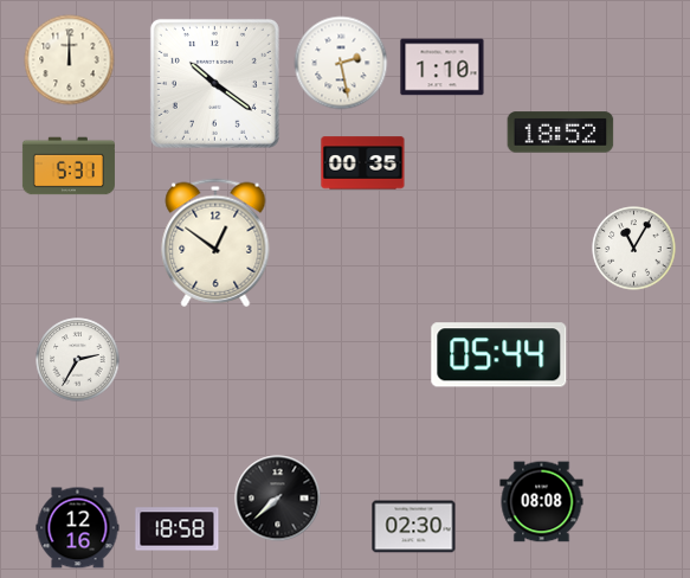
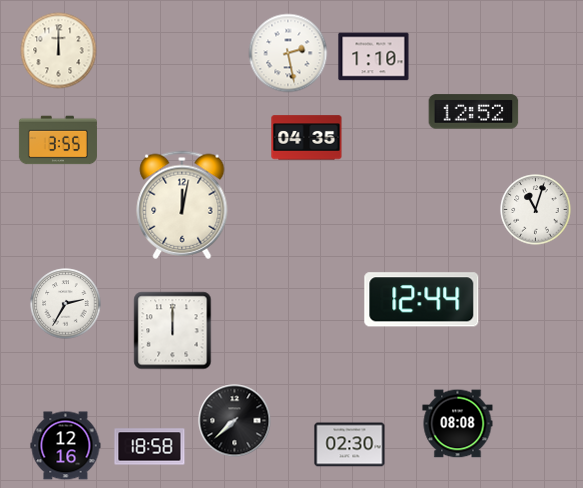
clock at (214, 83): 10:21 -> none
clock at (561, 133): 18:52 -> 12:52
clock at (363, 163): 00:35 -> 04:35
clock at (69, 166): 5:31 -> 3:55
clock at (215, 243): 12:51 -> 12:02
clock at (634, 249): 11:05 -> 11:03
clock at (499, 355): 05:44 -> 12:44
clock at (173, 331): none -> 12:00
